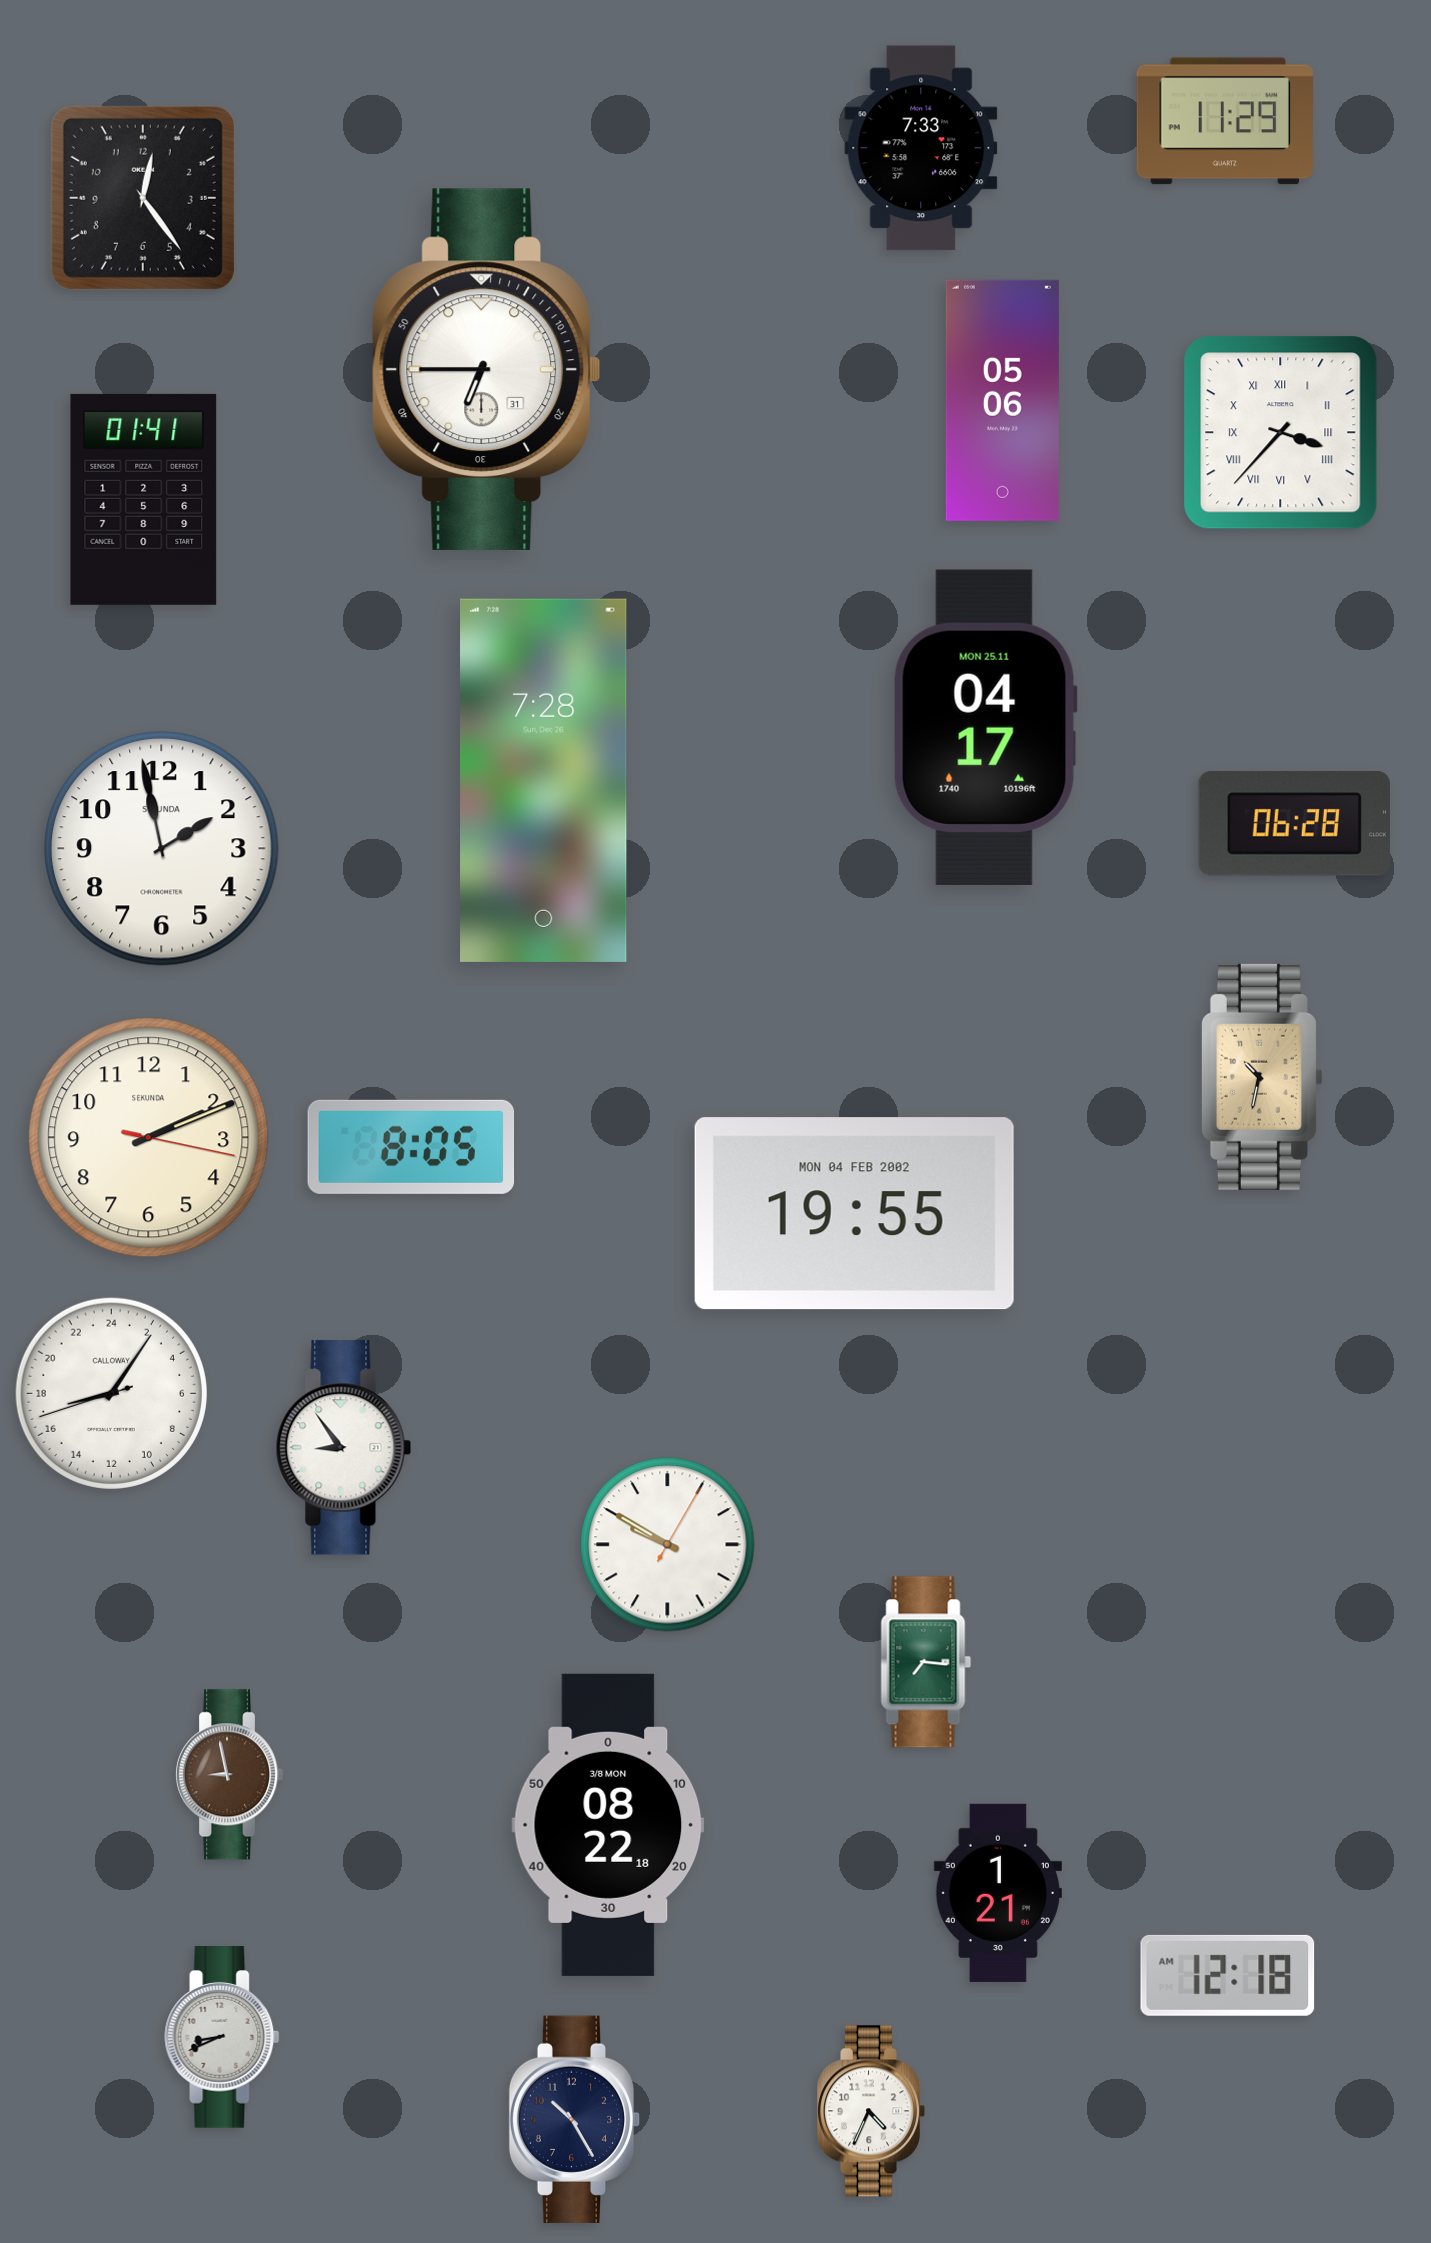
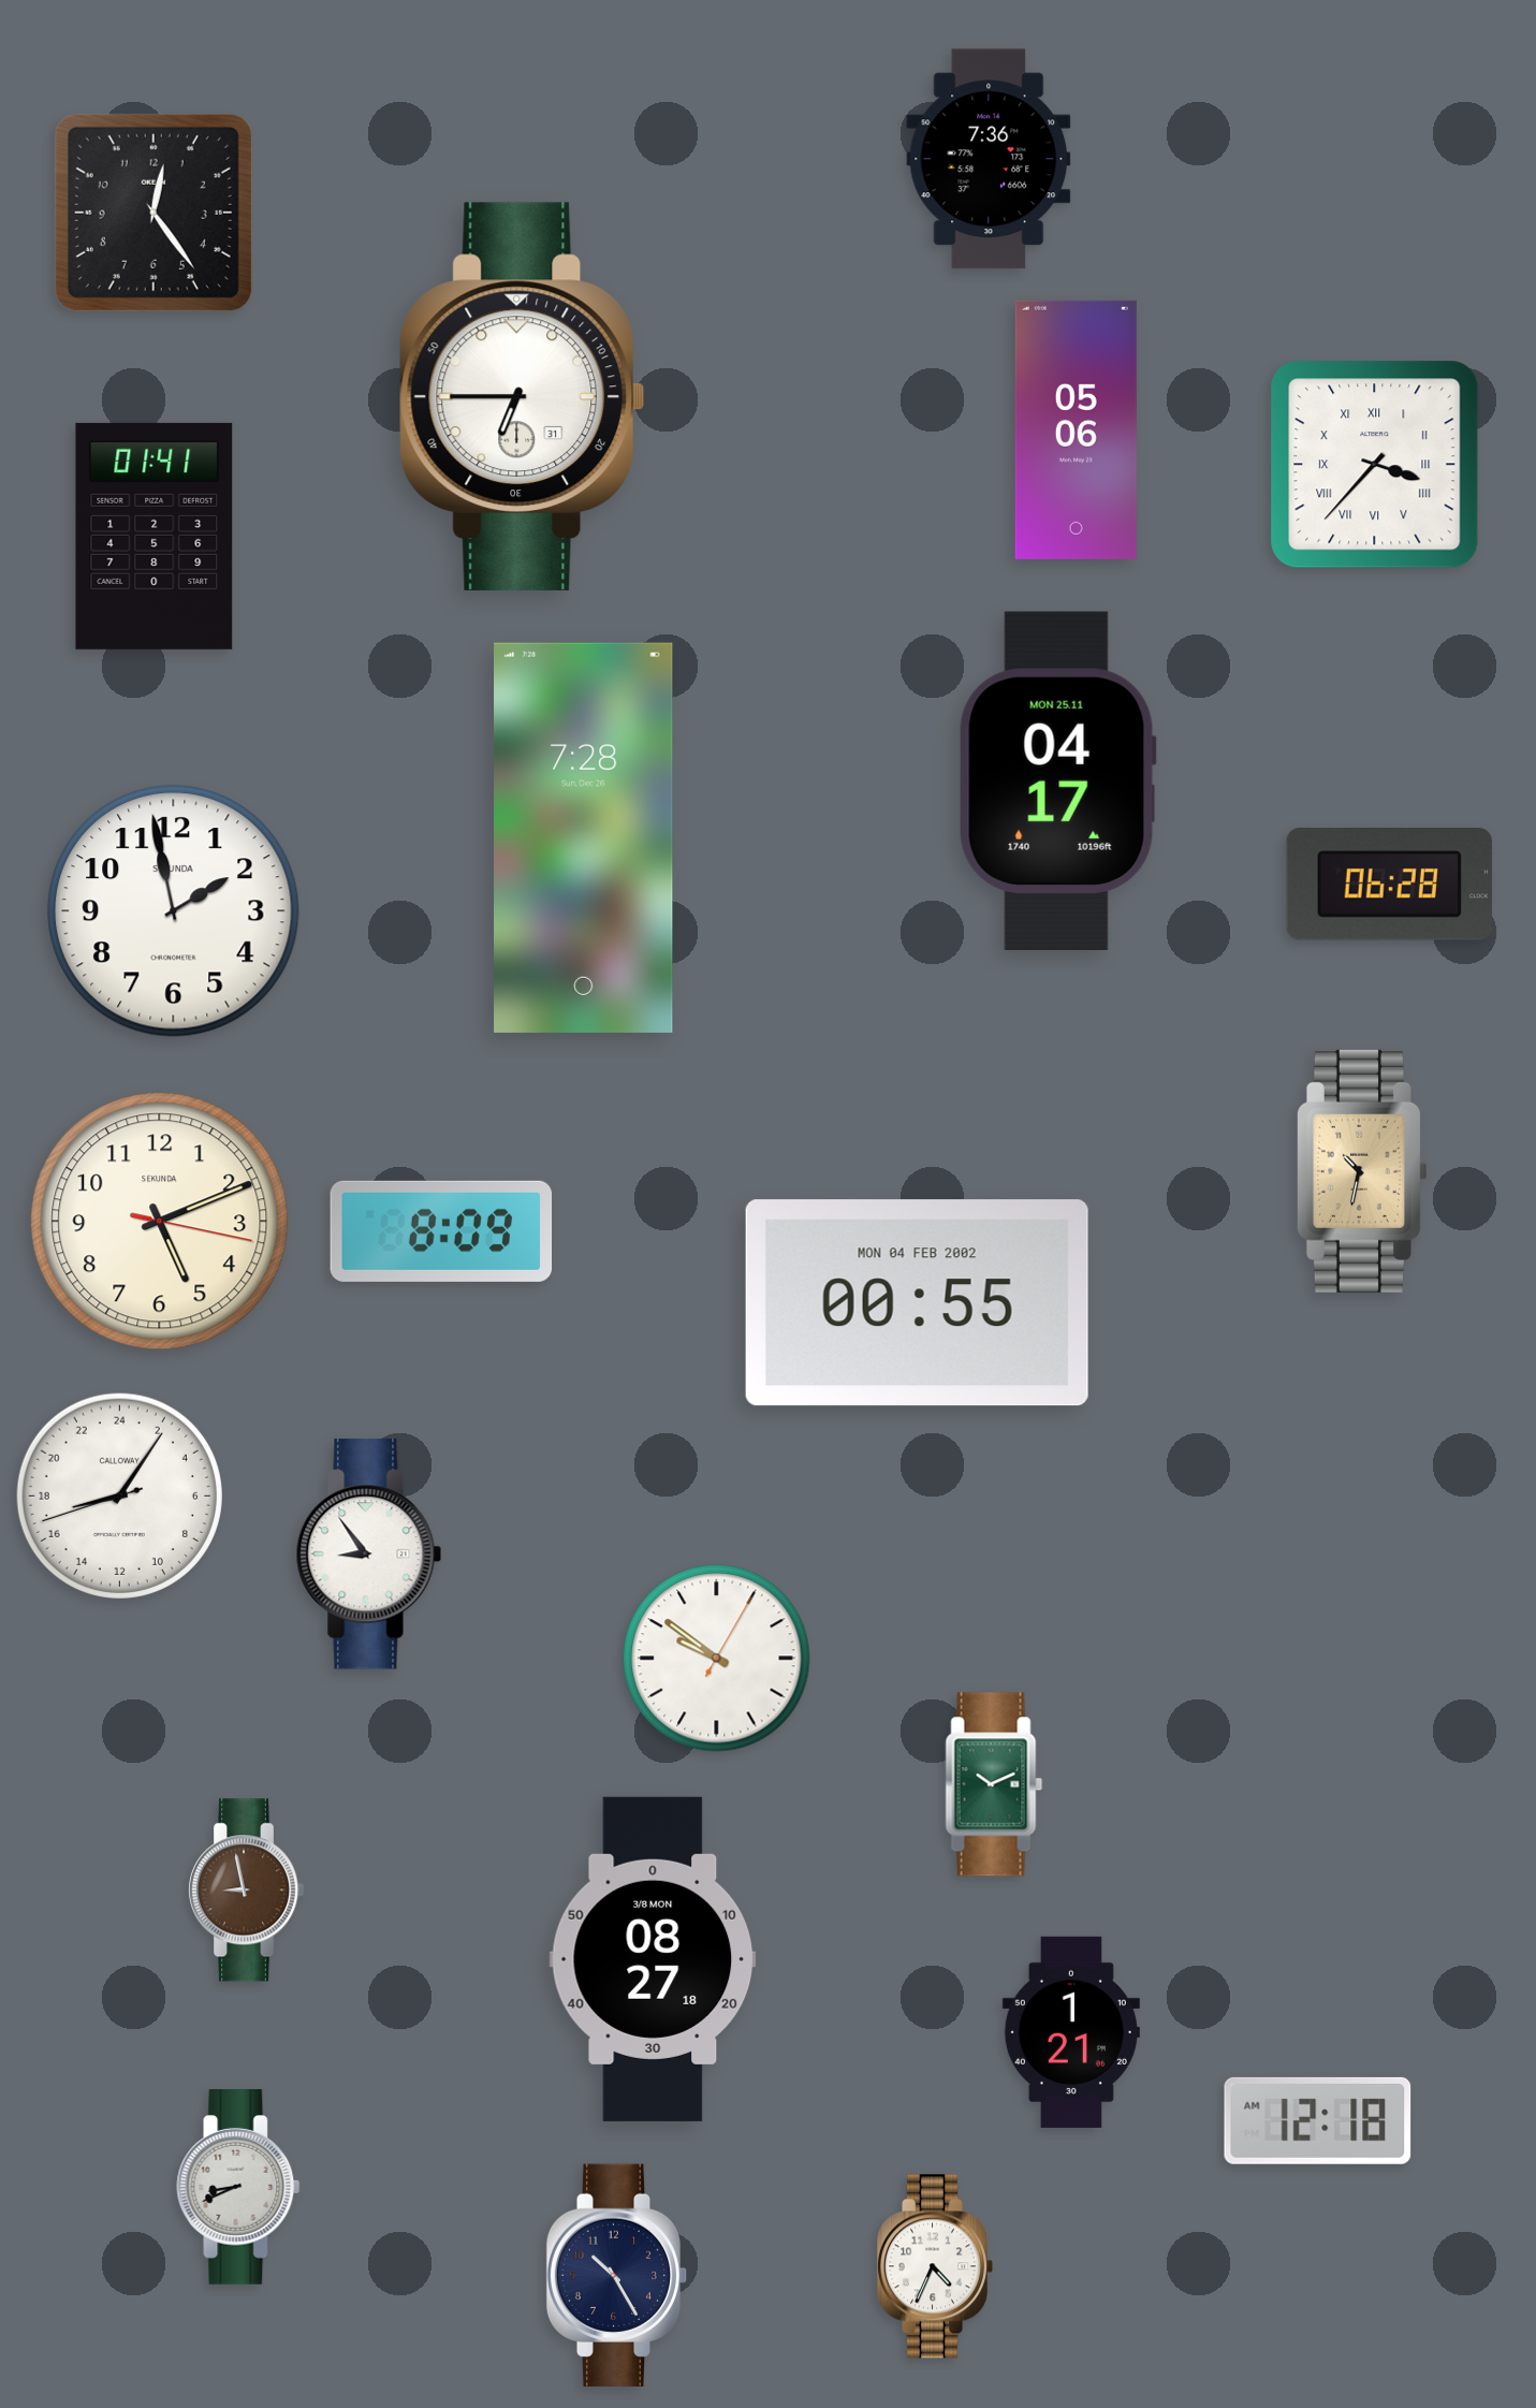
clock at (1225, 121): 11:29 -> none
clock at (921, 148): 7:33 -> 7:36
clock at (1262, 1077) position: (1262, 1077) -> (1362, 1171)
clock at (149, 1138): 2:11 -> 5:11
clock at (411, 1147): 8:05 -> 8:09
clock at (854, 1214): 19:55 -> 00:55
clock at (668, 1545): 9:50 -> 9:51
clock at (926, 1662): 7:16 -> 10:11
clock at (229, 1775) position: (229, 1775) -> (246, 1891)
clock at (608, 1825): 08:22 -> 08:27
